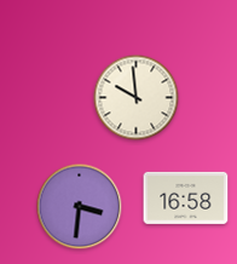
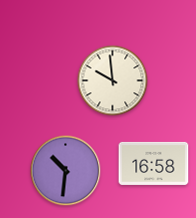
clock at (80, 207): 3:31 -> 10:31
